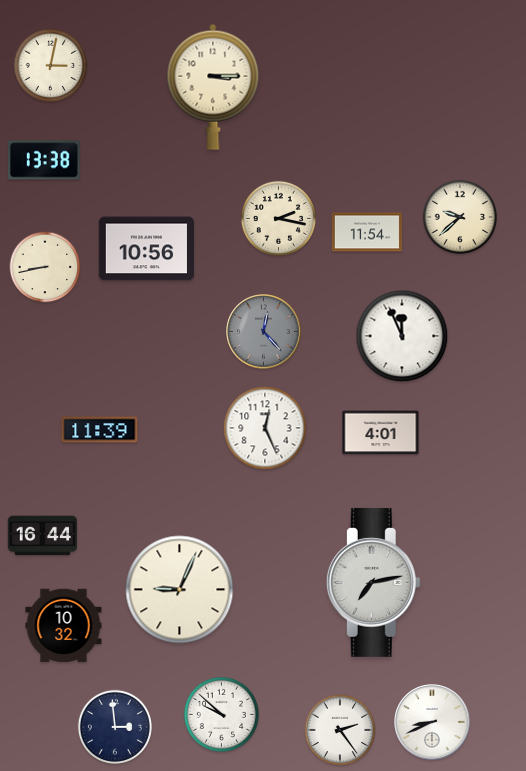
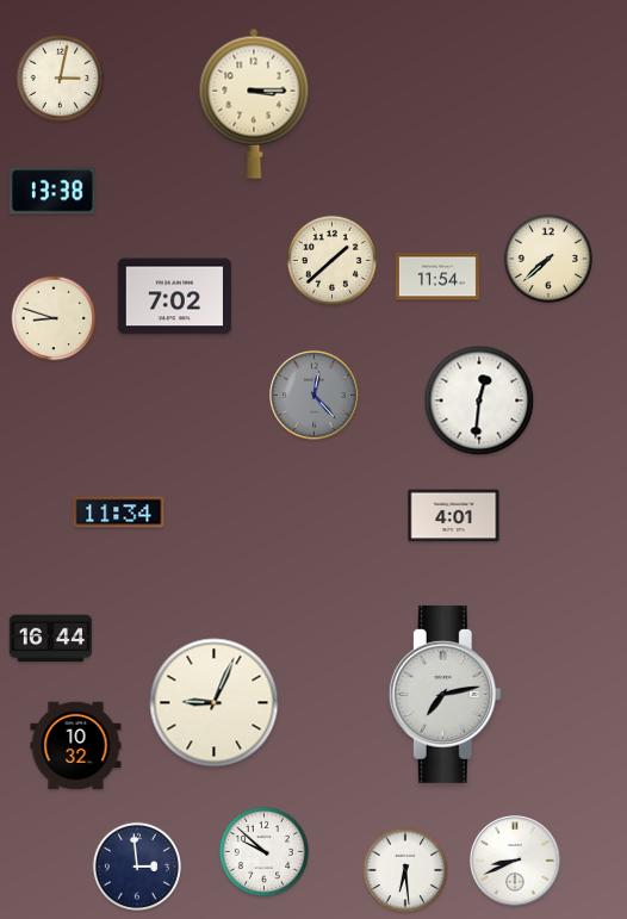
clock at (460, 217): 9:38 -> 7:38
clock at (278, 218): 2:17 -> 1:38
clock at (146, 249): 10:56 -> 7:02
clock at (45, 267): 8:43 -> 8:48
clock at (402, 336): 11:56 -> 12:31
clock at (265, 428): 12:26 -> none
clock at (100, 430): 11:39 -> 11:34
clock at (340, 730): 2:24 -> 6:29
